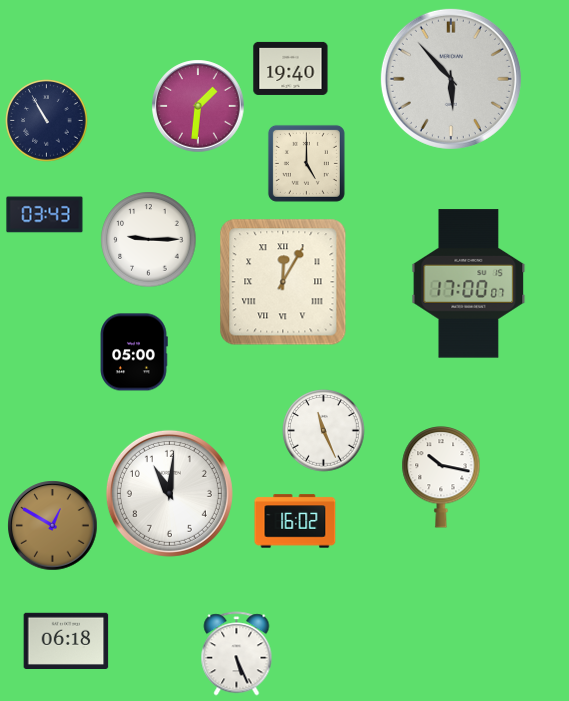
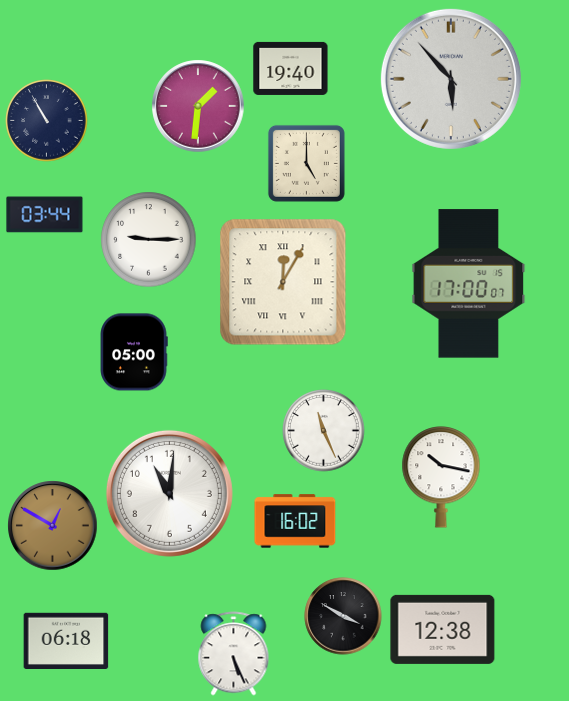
clock at (45, 215): 03:43 -> 03:44
clock at (343, 616): none -> 3:50
clock at (443, 629): none -> 12:38
clock at (237, 654) position: (237, 654) -> (234, 654)
